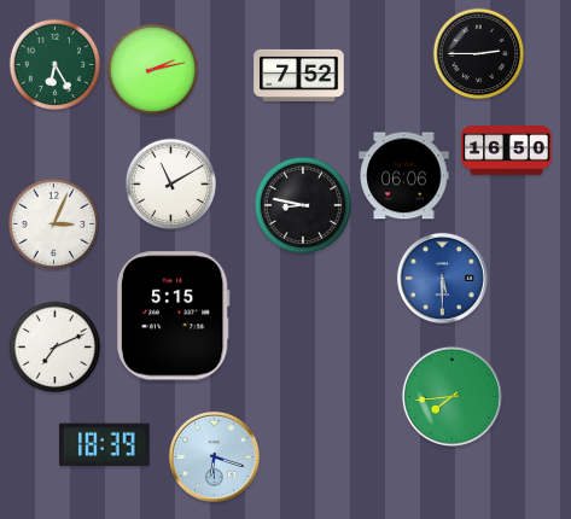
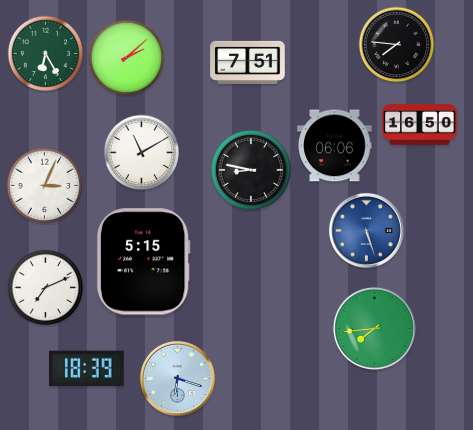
clock at (479, 54): 2:45 -> 7:46
clock at (153, 70): 2:13 -> 2:08
clock at (299, 75): 7:52 -> 7:51
clock at (442, 278): 5:30 -> 5:27
